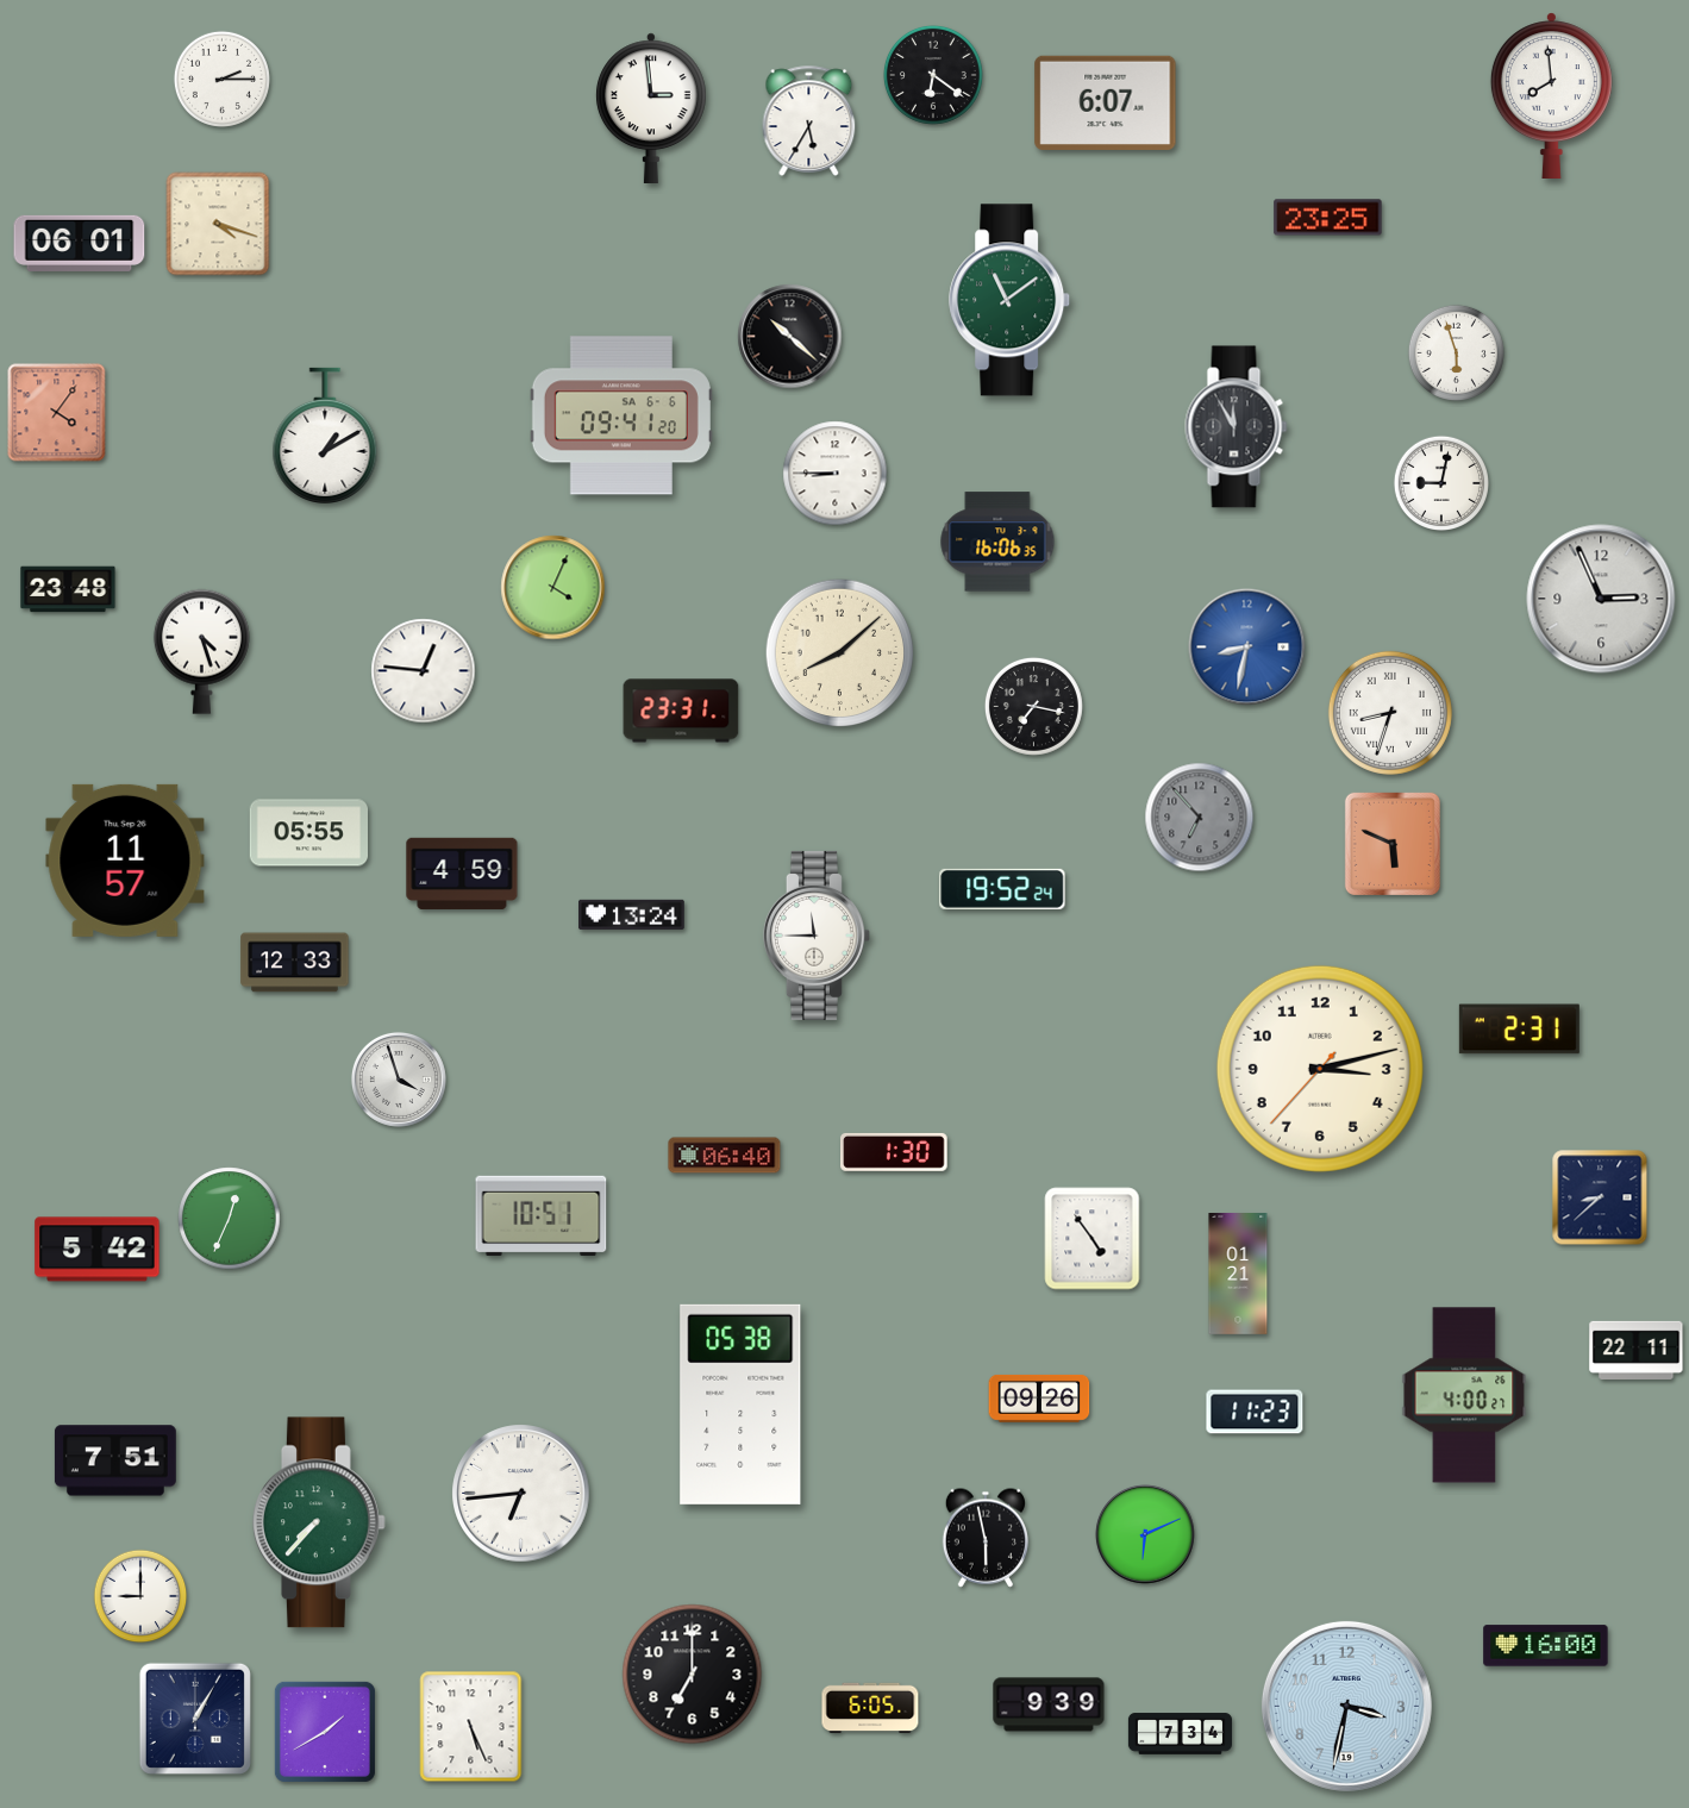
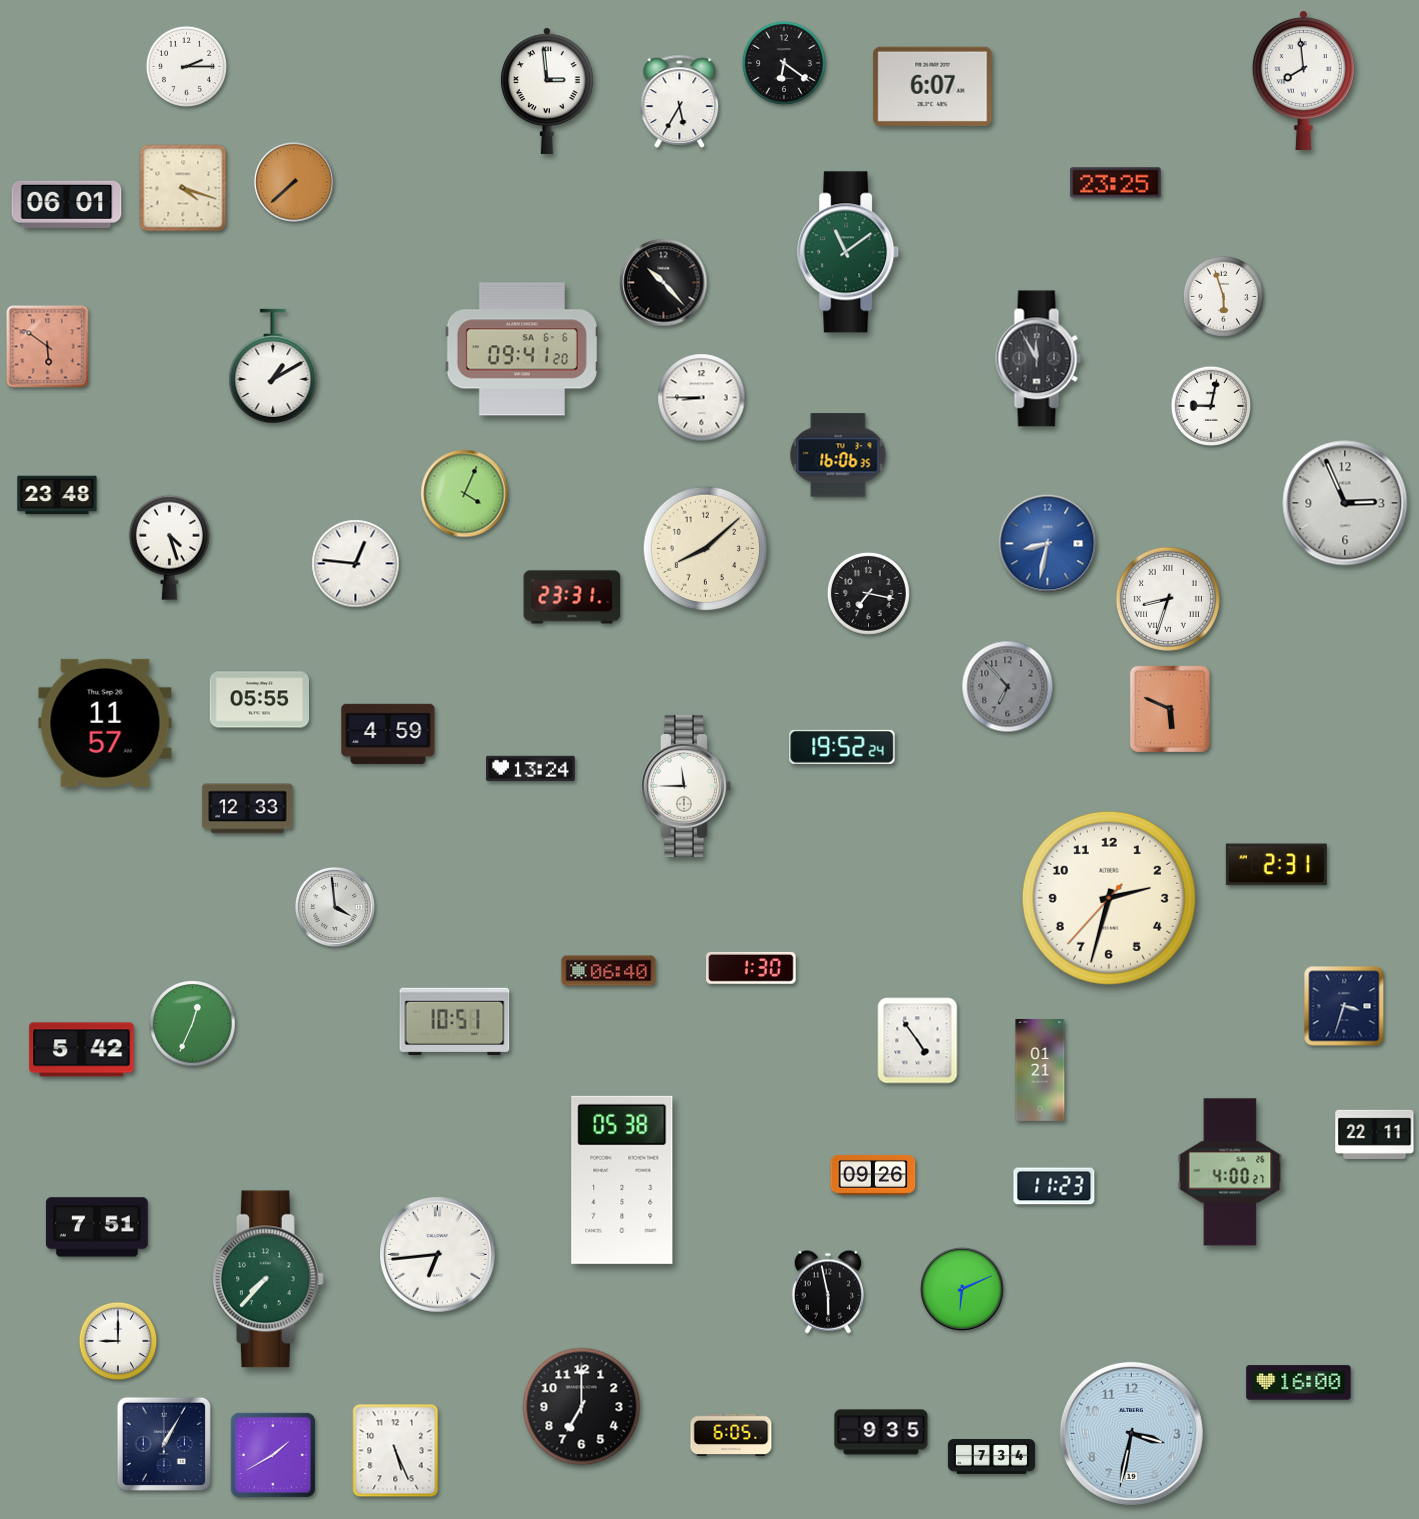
clock at (1106, 102) position: (1106, 102) -> (933, 86)
clock at (294, 182): none -> 7:38
clock at (790, 337): 10:22 -> 10:23
clock at (57, 413): 4:06 -> 5:51
clock at (1320, 1069): 3:12 -> 2:32
clock at (399, 1080): 3:57 -> 3:59
clock at (1600, 1197): 8:38 -> 3:33
clock at (1049, 1704): 9:39 -> 9:35
